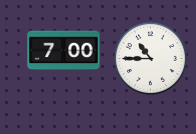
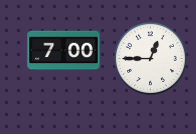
clock at (150, 58): 10:45 -> 12:45
